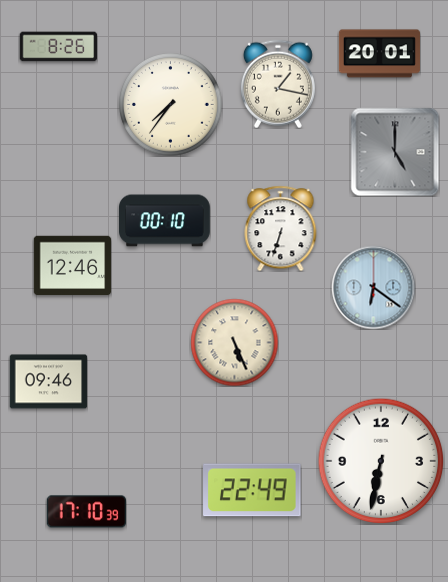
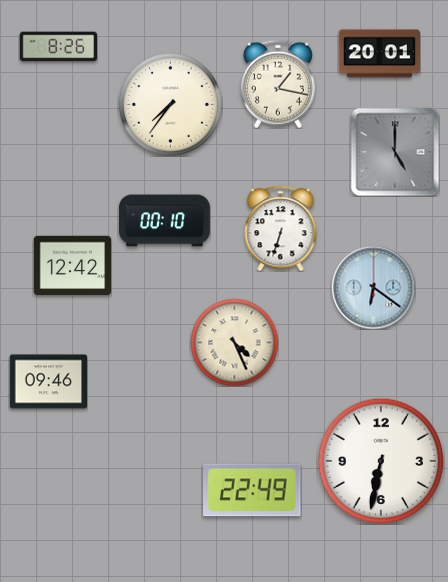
clock at (72, 266): 12:46 -> 12:42
clock at (234, 342): 5:26 -> 4:26
clock at (86, 512): 17:10 -> none
